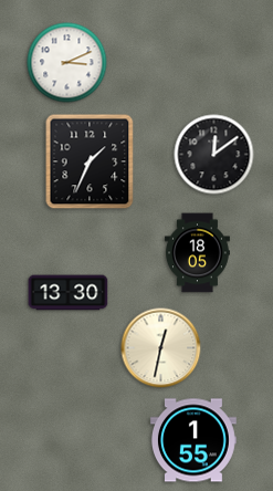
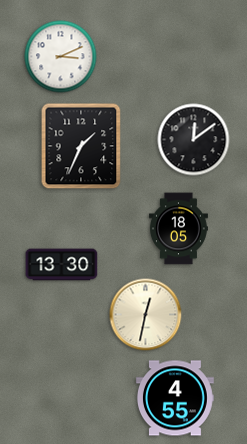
clock at (193, 440): 1:55 -> 4:55
